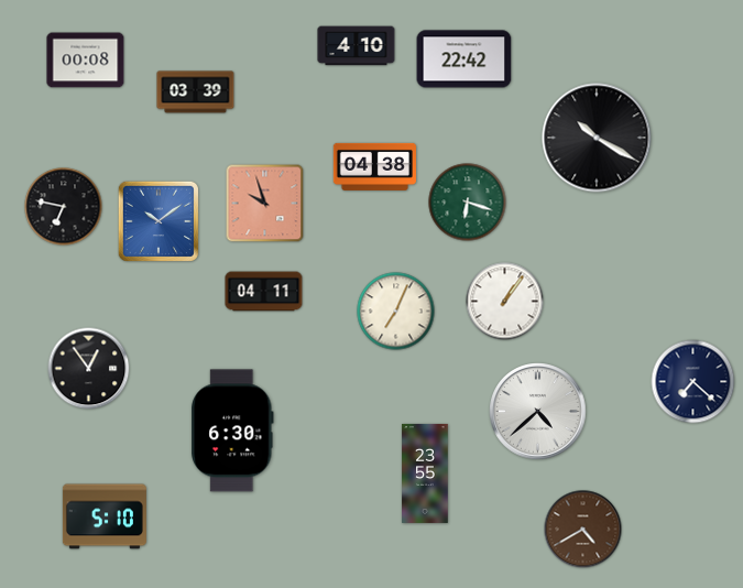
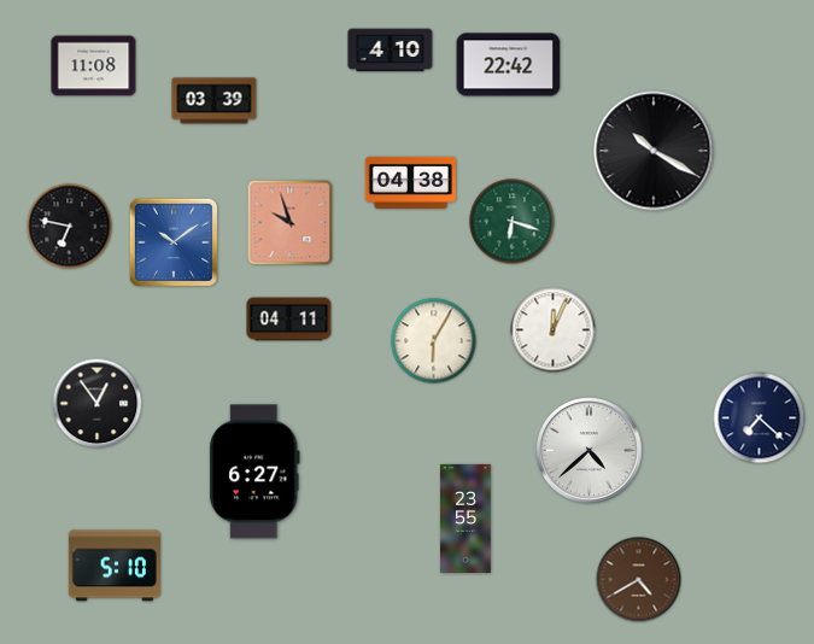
clock at (86, 61): 00:08 -> 11:08
clock at (505, 302): 1:06 -> 12:04
clock at (396, 312): 7:04 -> 6:05
clock at (232, 431): 6:30 -> 6:27
